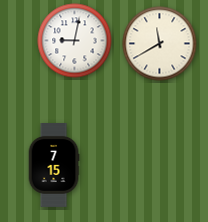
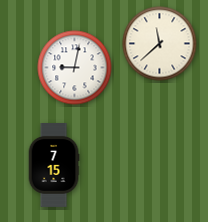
clock at (75, 41) position: (75, 41) -> (75, 68)
clock at (160, 44): 11:40 -> 11:38
